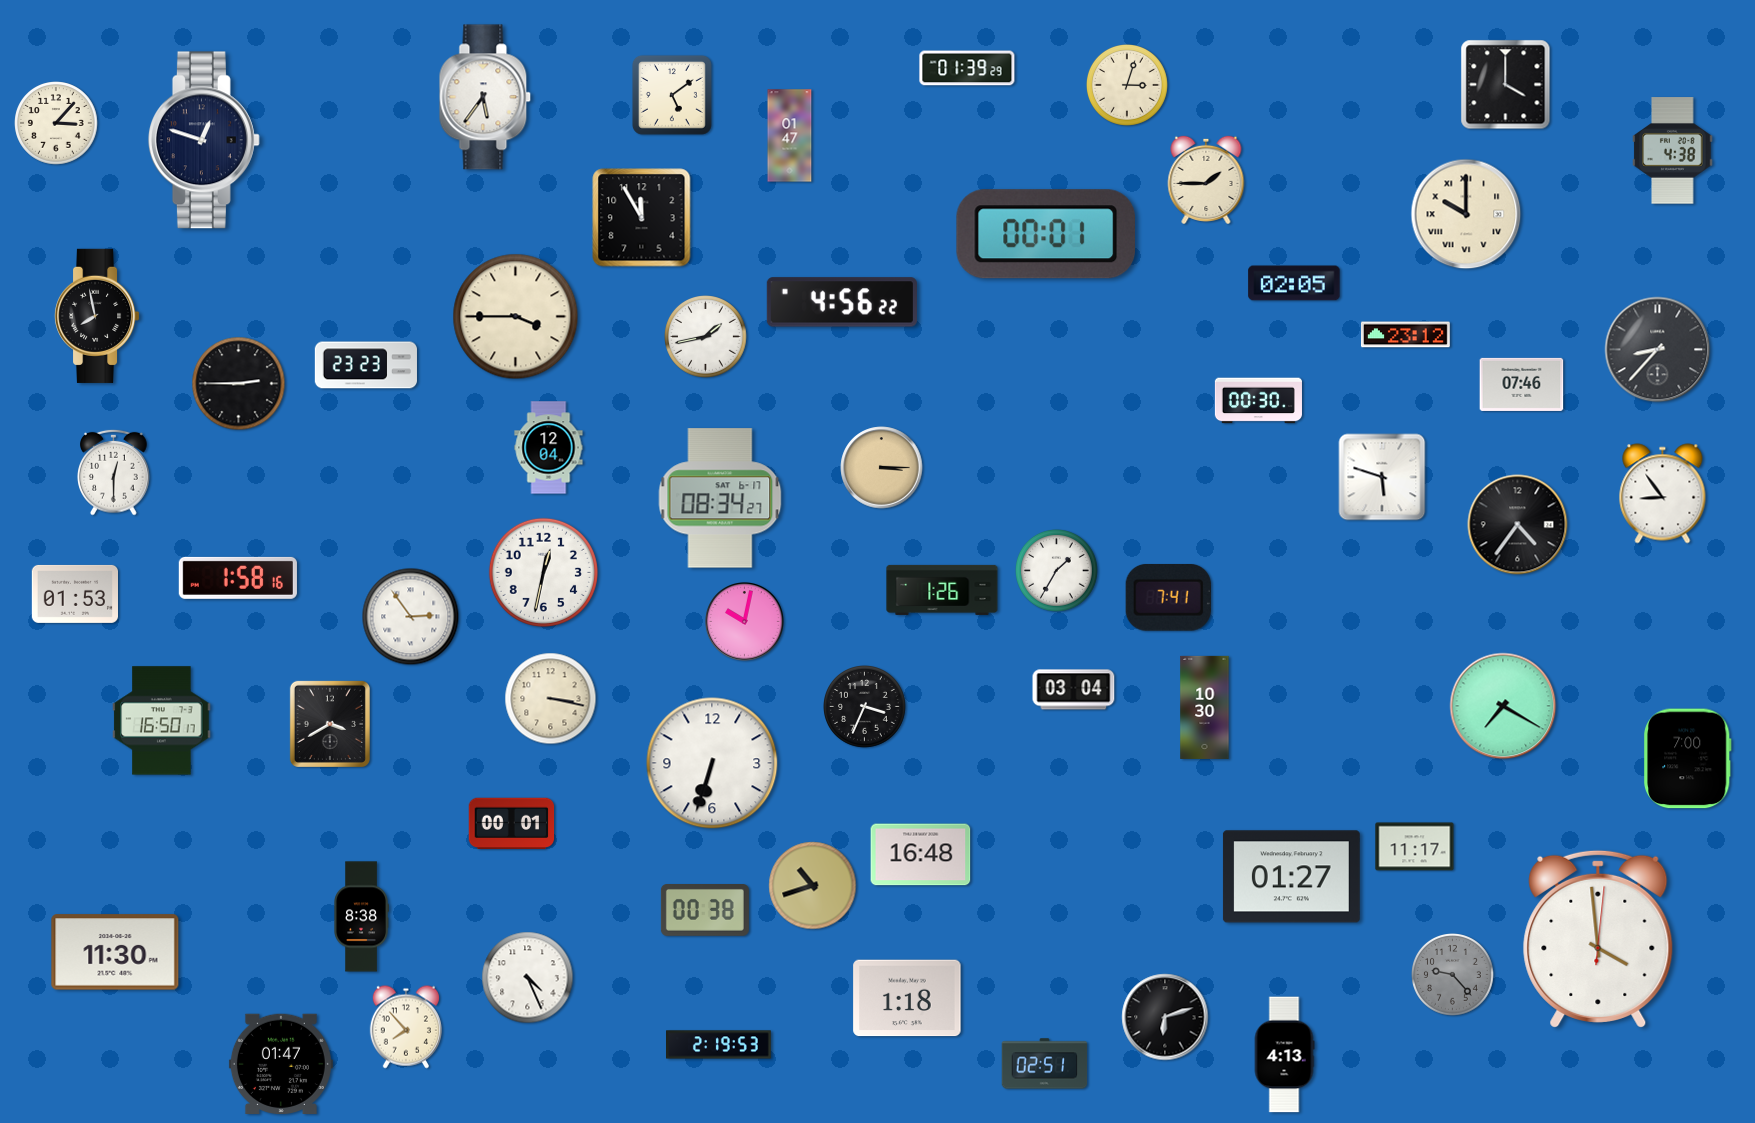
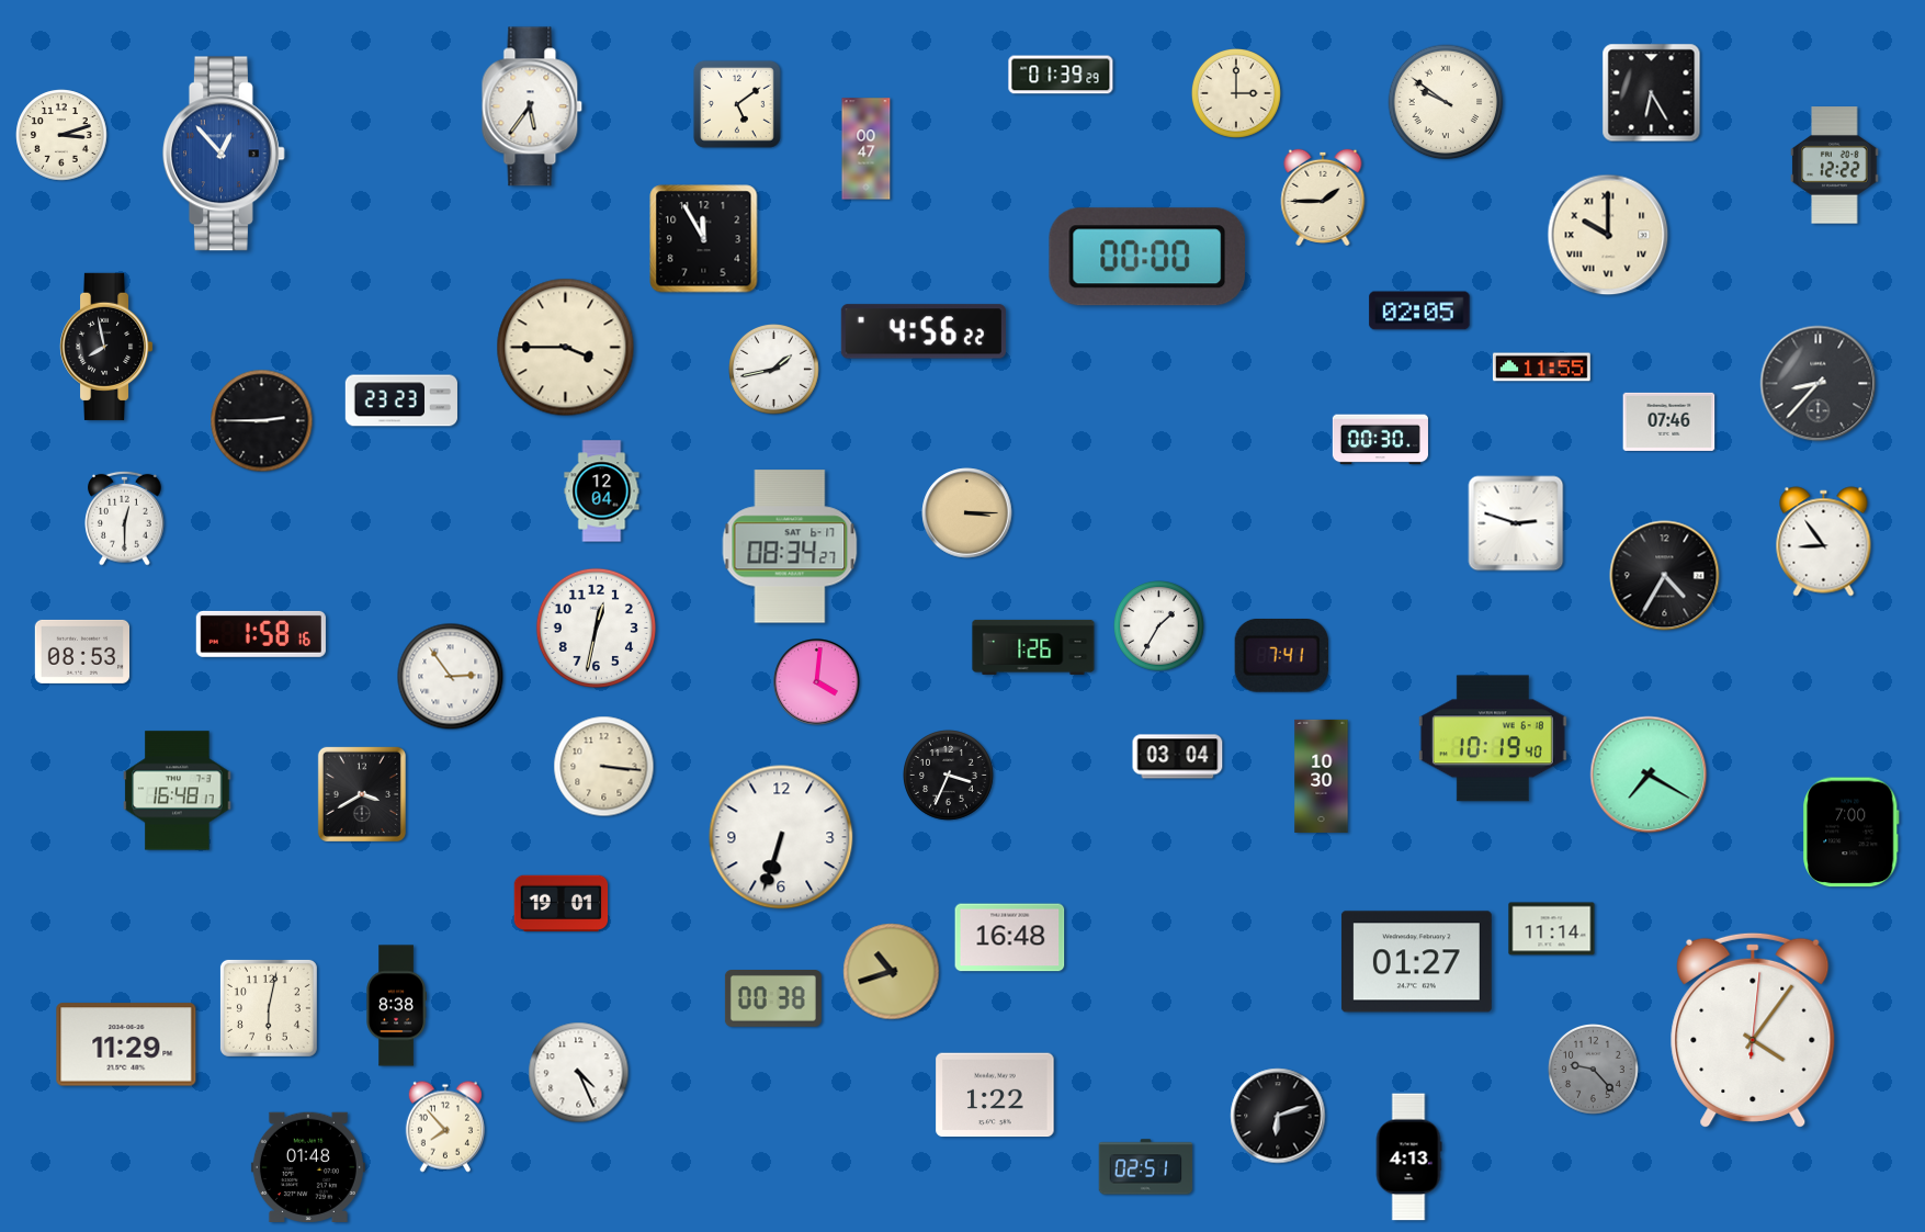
clock at (1127, 85): 3:03 -> 3:00
clock at (1506, 85): 4:00 -> 6:25
clock at (1446, 102): none -> 9:51
clock at (56, 123): 3:07 -> 3:12
clock at (790, 136): 01:47 -> 00:47
clock at (204, 140): 12:48 -> 12:53
clock at (204, 140) dial: navy -> blue
clock at (1673, 151): 4:38 -> 12:22
clock at (1045, 234): 00:01 -> 00:00
clock at (1405, 335): 23:12 -> 11:55
clock at (1382, 477): 5:48 -> 2:48
clock at (1518, 525): 4:36 -> 4:35
clock at (74, 594): 01:53 -> 08:53
clock at (745, 622): 10:02 -> 4:01
clock at (1493, 738): none -> 10:19
clock at (551, 699): 3:17 -> 3:16
clock at (162, 721): 16:50 -> 16:48
clock at (512, 824): 00:01 -> 19:01
clock at (1415, 847): 11:17 -> 11:14
clock at (269, 1008): none -> 6:02
clock at (1598, 939): 3:59 -> 4:06
clock at (115, 952): 11:30 -> 11:29
clock at (907, 998): 1:18 -> 1:22
clock at (719, 1045): 2:19 -> none
clock at (281, 1063): 01:47 -> 01:48
